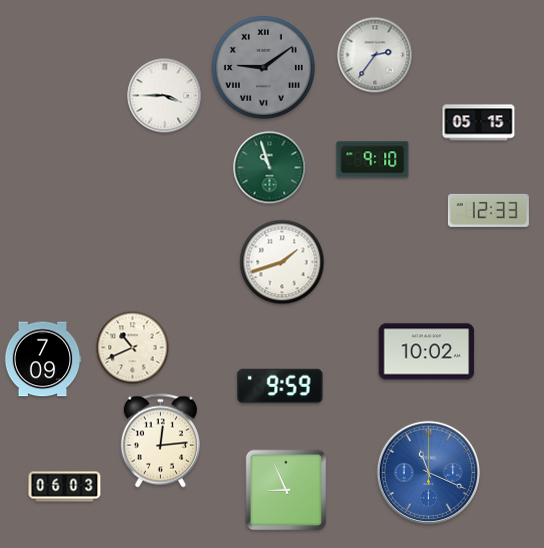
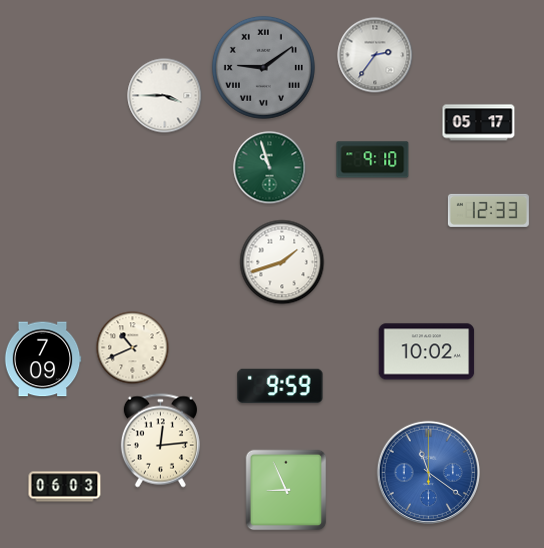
clock at (479, 123): 05:15 -> 05:17
clock at (428, 472): 11:19 -> 11:21
